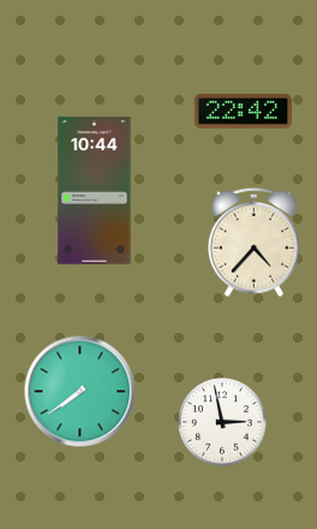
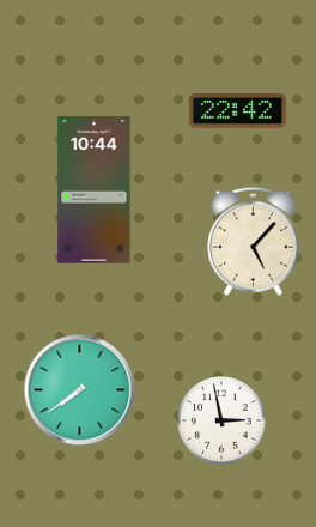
clock at (243, 112) position: (243, 112) -> (237, 111)
clock at (253, 242): 4:37 -> 5:07
